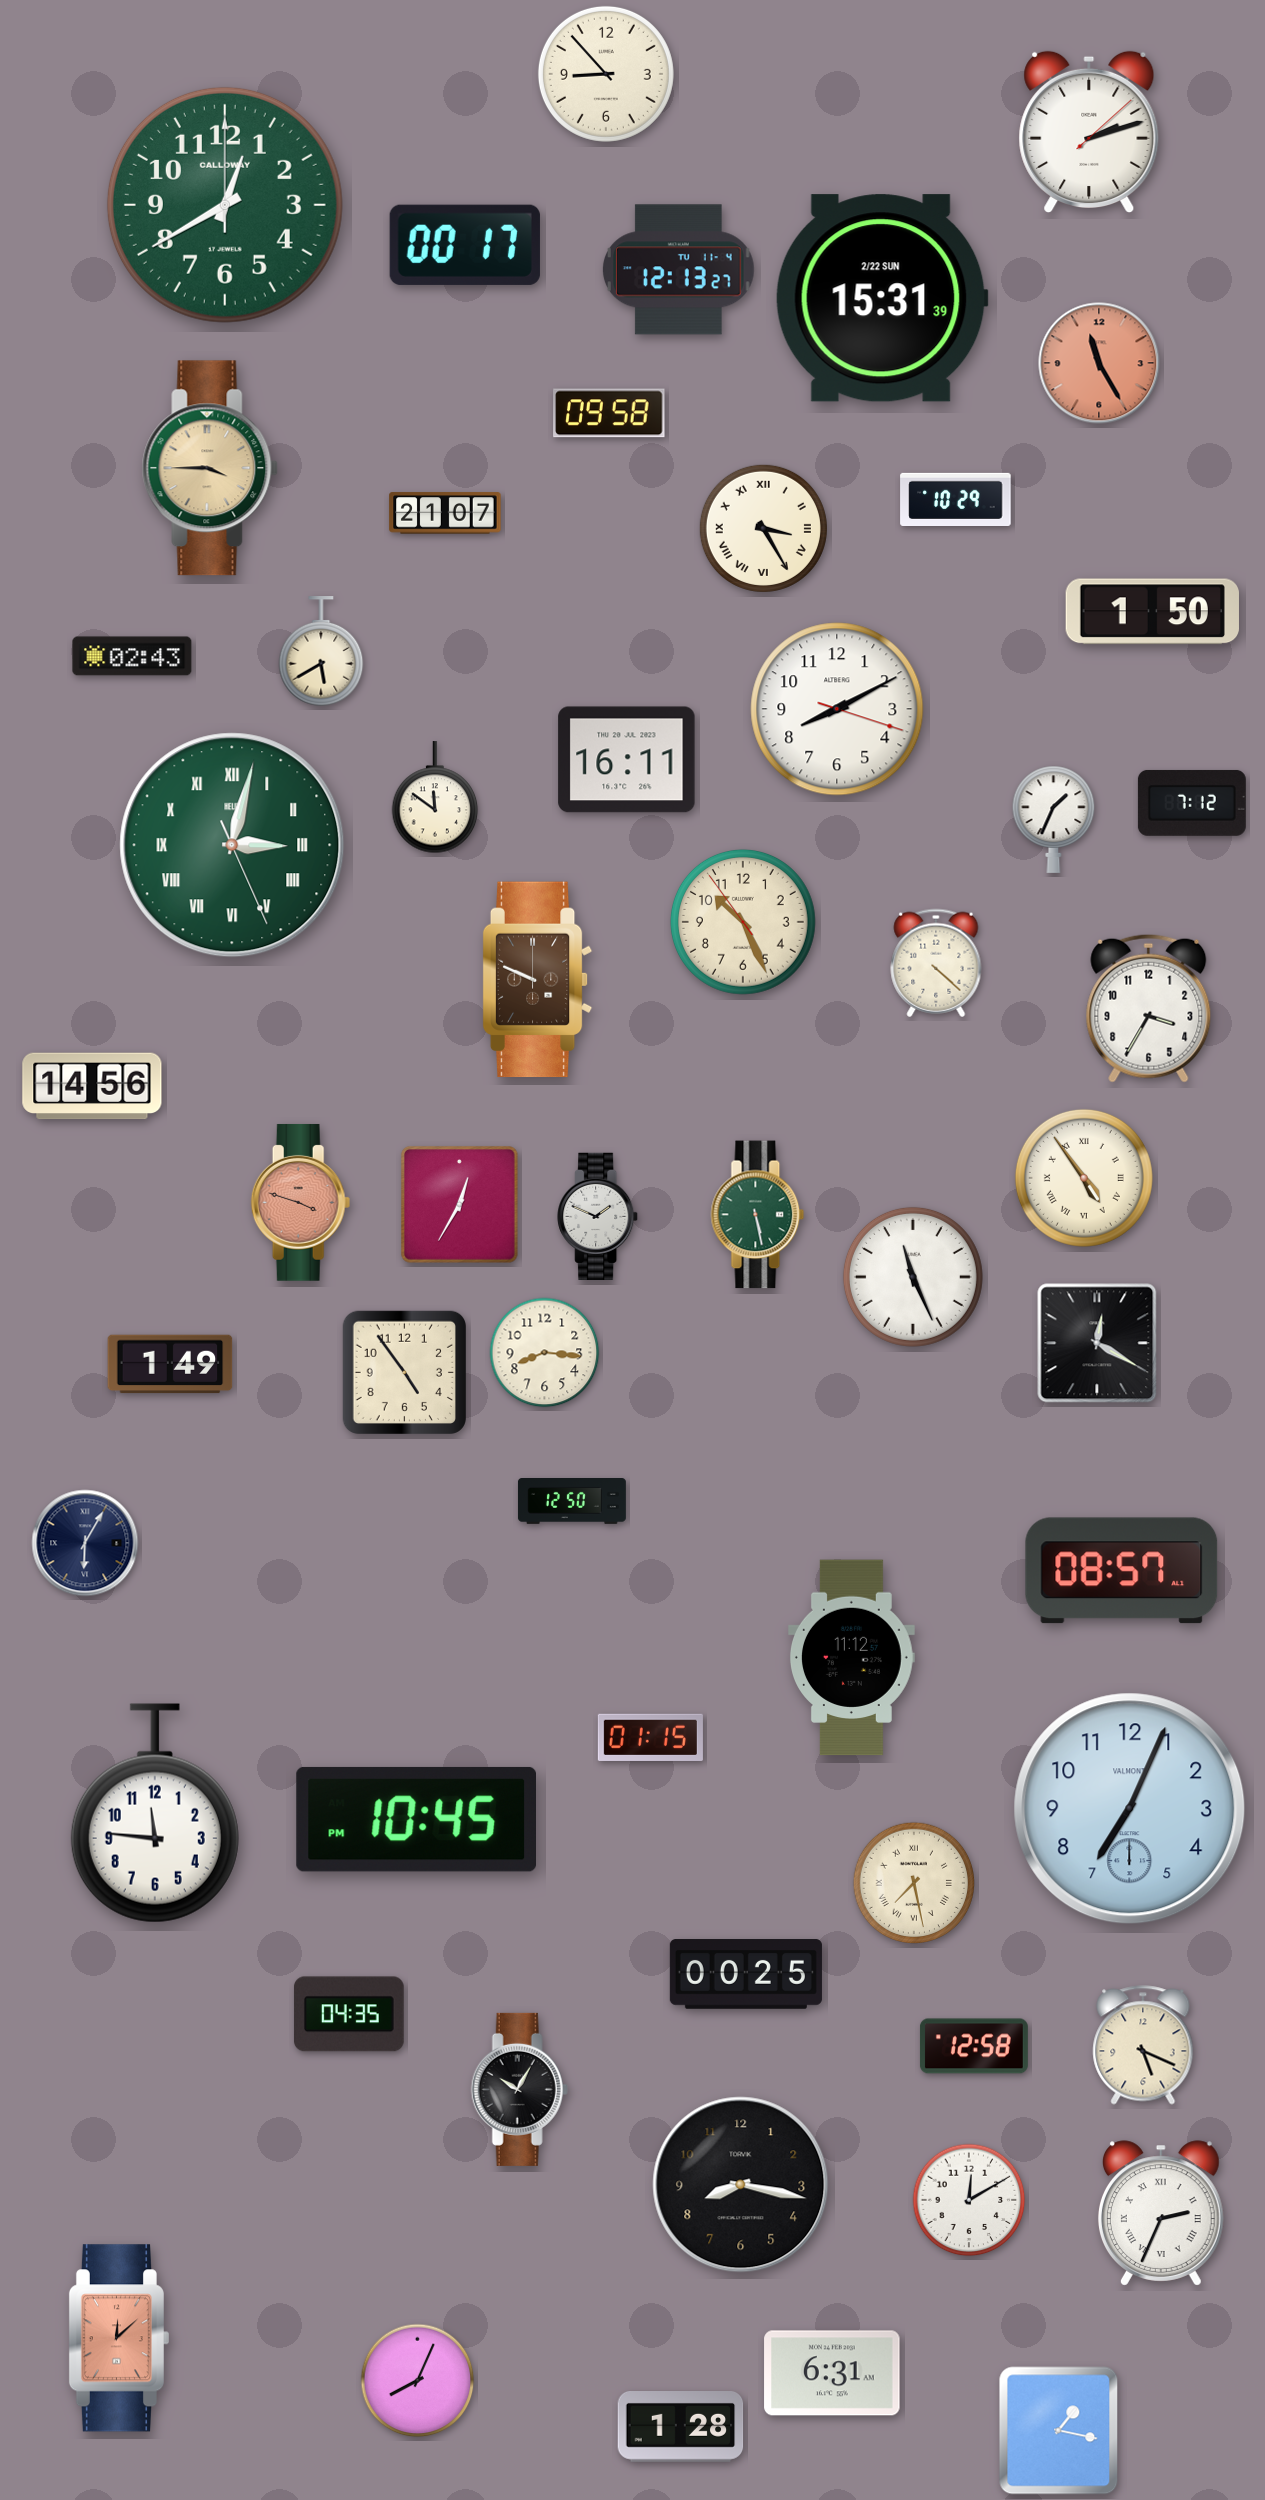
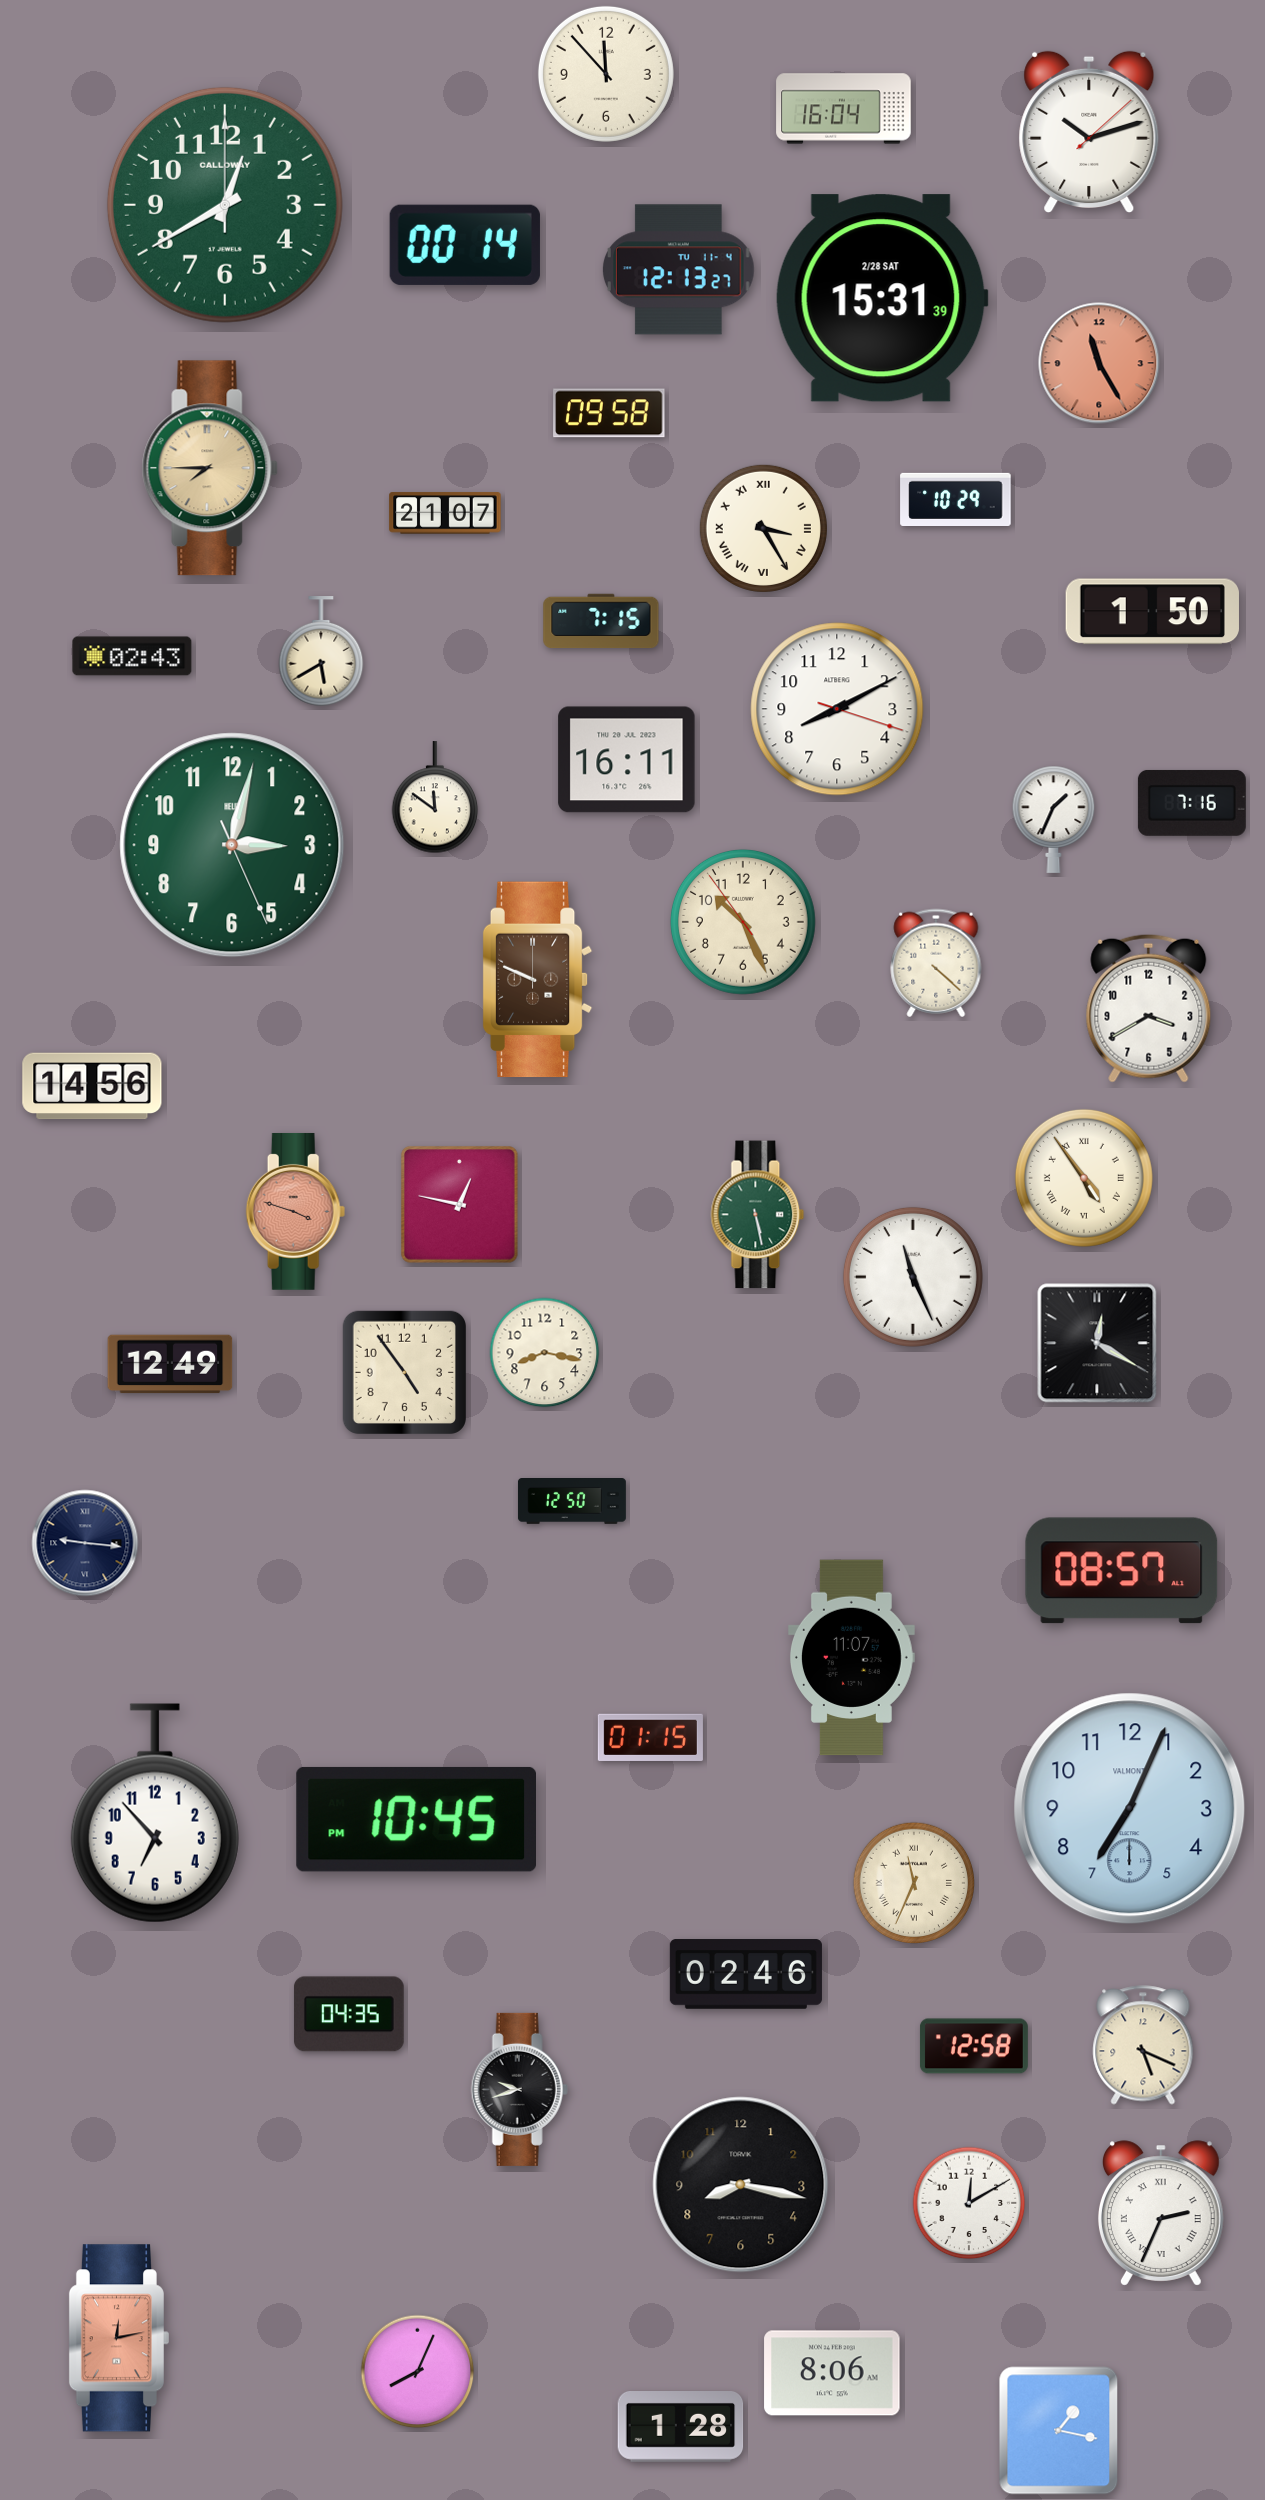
clock at (606, 74): 8:53 -> 11:53
clock at (844, 109): none -> 16:04
clock at (1089, 131): 2:12 -> 10:12
clock at (465, 245): 00:17 -> 00:14
clock at (882, 298) date: 2/22 SUN -> 2/28 SAT
clock at (210, 468): 3:45 -> 7:45
clock at (601, 621): none -> 7:15
clock at (1192, 803): 7:12 -> 7:16
clock at (232, 845) numerals: Roman -> Arabic
clock at (1149, 1008): 3:35 -> 3:40
clock at (301, 1203) position: (301, 1203) -> (296, 1212)
clock at (460, 1205): 12:35 -> 12:47
clock at (598, 1216): 1:49 -> none
clock at (545, 1353): 8:16 -> 8:17
clock at (170, 1364): 1:49 -> 12:49
clock at (85, 1543): 6:05 -> 9:16
clock at (852, 1658): 11:12 -> 11:07
clock at (155, 1813): 11:46 -> 6:53
clock at (914, 1883): 7:28 -> 11:34
clock at (746, 1974): 00:25 -> 02:46
clock at (519, 2089): 10:05 -> 9:42
clock at (969, 2200) position: (969, 2200) -> (969, 2203)
clock at (119, 2338): 12:08 -> 12:13
clock at (832, 2373): 6:31 -> 8:06
clock at (418, 2381) position: (418, 2381) -> (418, 2372)
